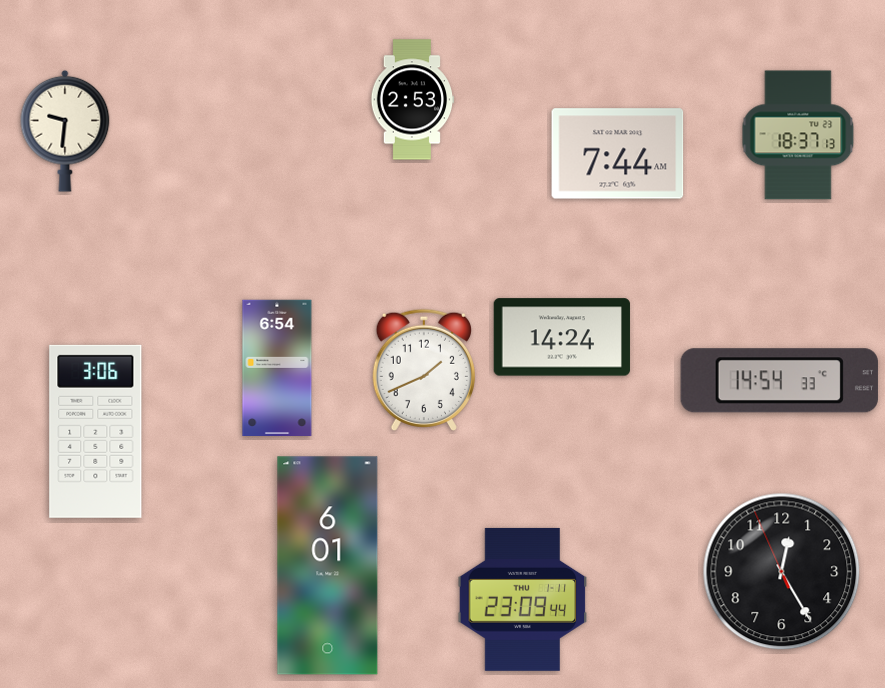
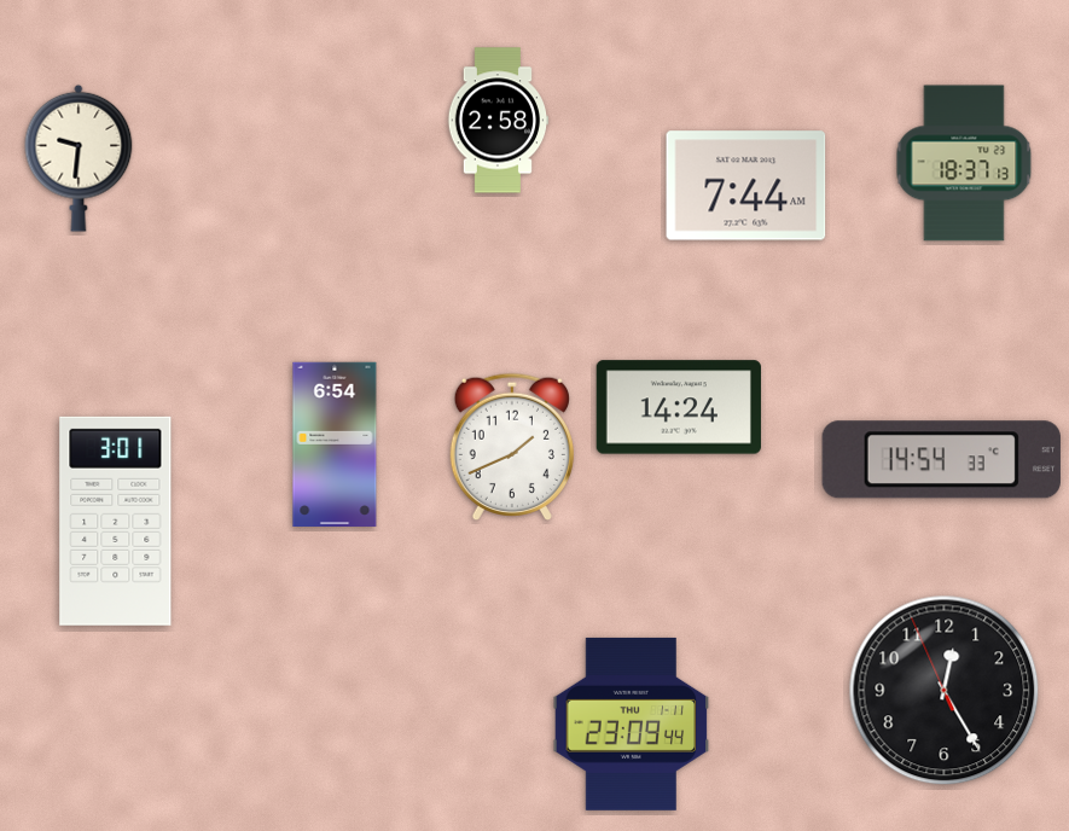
clock at (412, 100): 2:53 -> 2:58
clock at (96, 431): 3:06 -> 3:01
clock at (328, 566): 6:01 -> none
